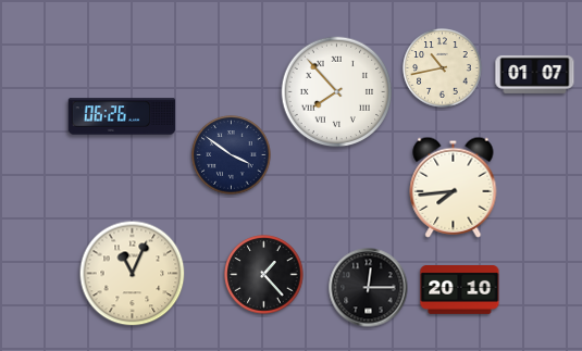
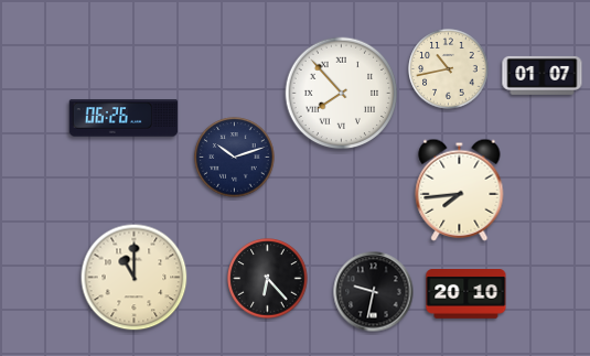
clock at (232, 155): 3:51 -> 10:12
clock at (133, 274): 11:04 -> 11:00
clock at (264, 275): 1:23 -> 6:23
clock at (369, 288): 12:15 -> 9:32
